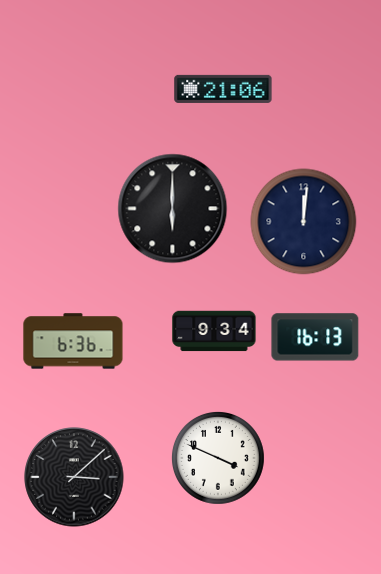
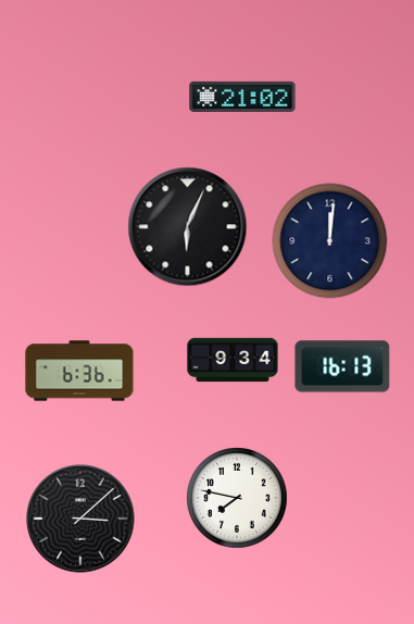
clock at (223, 89): 21:06 -> 21:02
clock at (173, 209): 6:00 -> 6:04
clock at (218, 458): 3:49 -> 7:47
